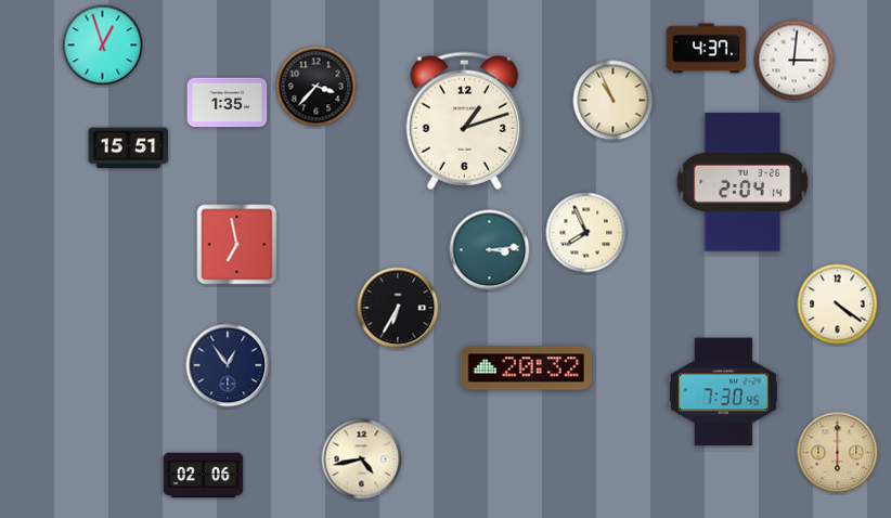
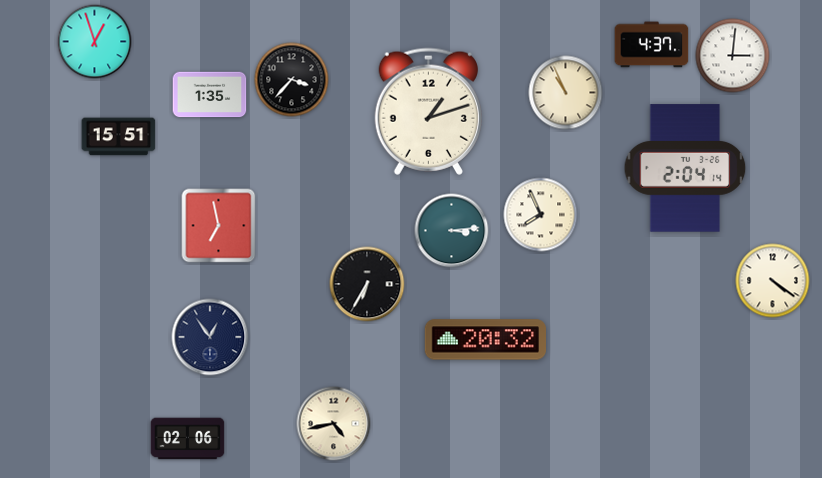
clock at (723, 392): 7:30 -> none
clock at (838, 453): 6:00 -> none
